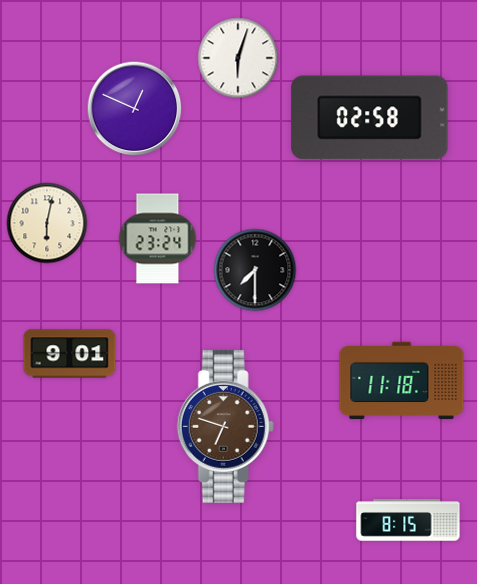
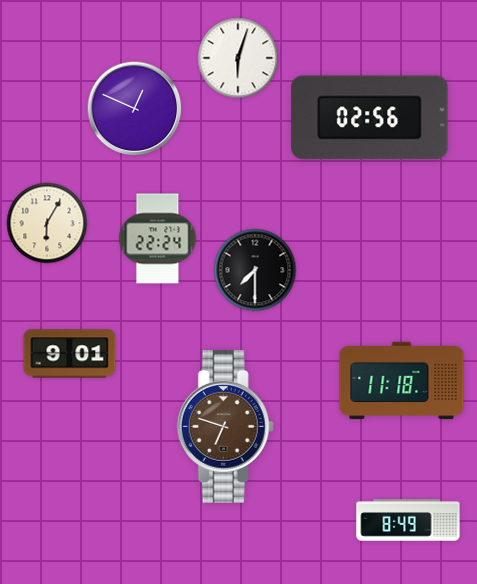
clock at (370, 118): 02:58 -> 02:56
clock at (47, 223): 6:02 -> 6:05
clock at (158, 239): 23:24 -> 22:24
clock at (408, 520): 8:15 -> 8:49
